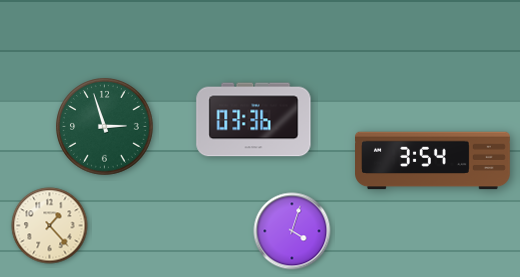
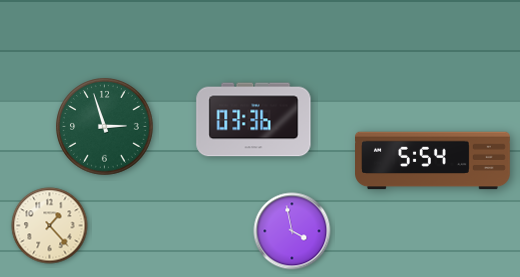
clock at (433, 161): 3:54 -> 5:54
clock at (292, 231): 4:03 -> 3:58
